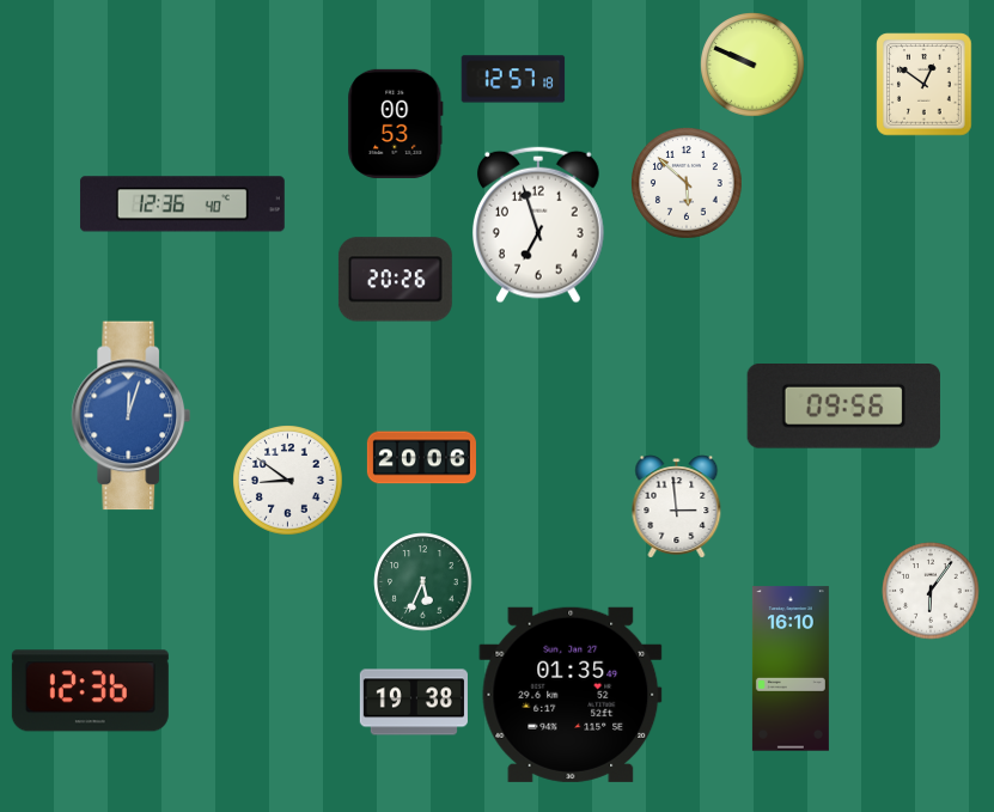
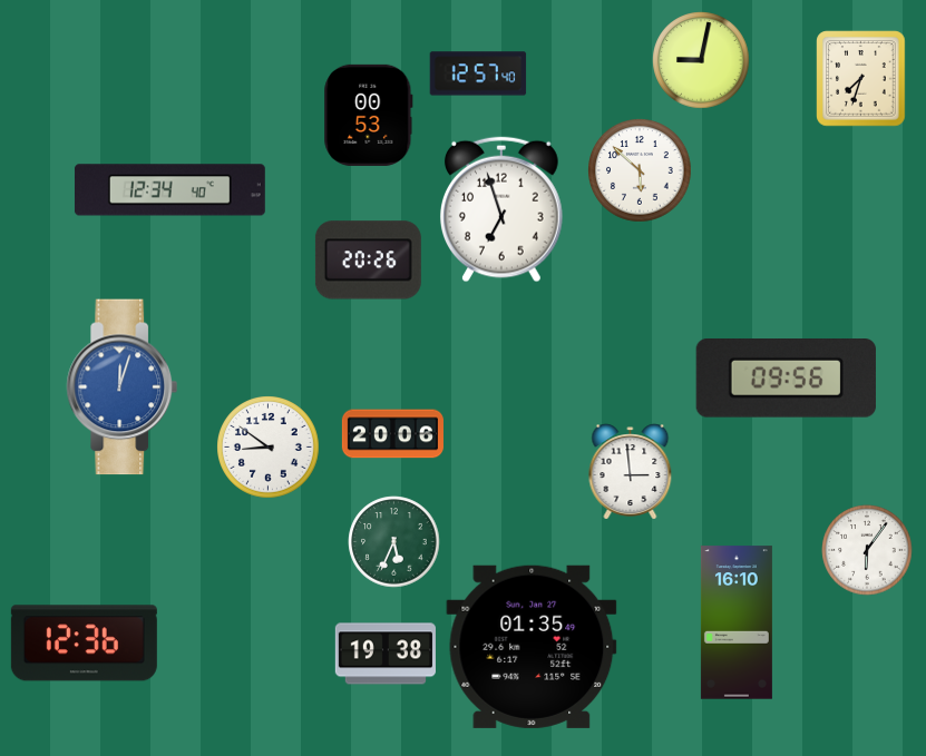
clock at (752, 65): 9:49 -> 9:02
clock at (513, 79): 12:57:18 -> 12:57:40
clock at (925, 85): 12:51 -> 7:33
clock at (182, 204): 12:36 -> 12:34
clock at (421, 458) position: (421, 458) -> (392, 434)
